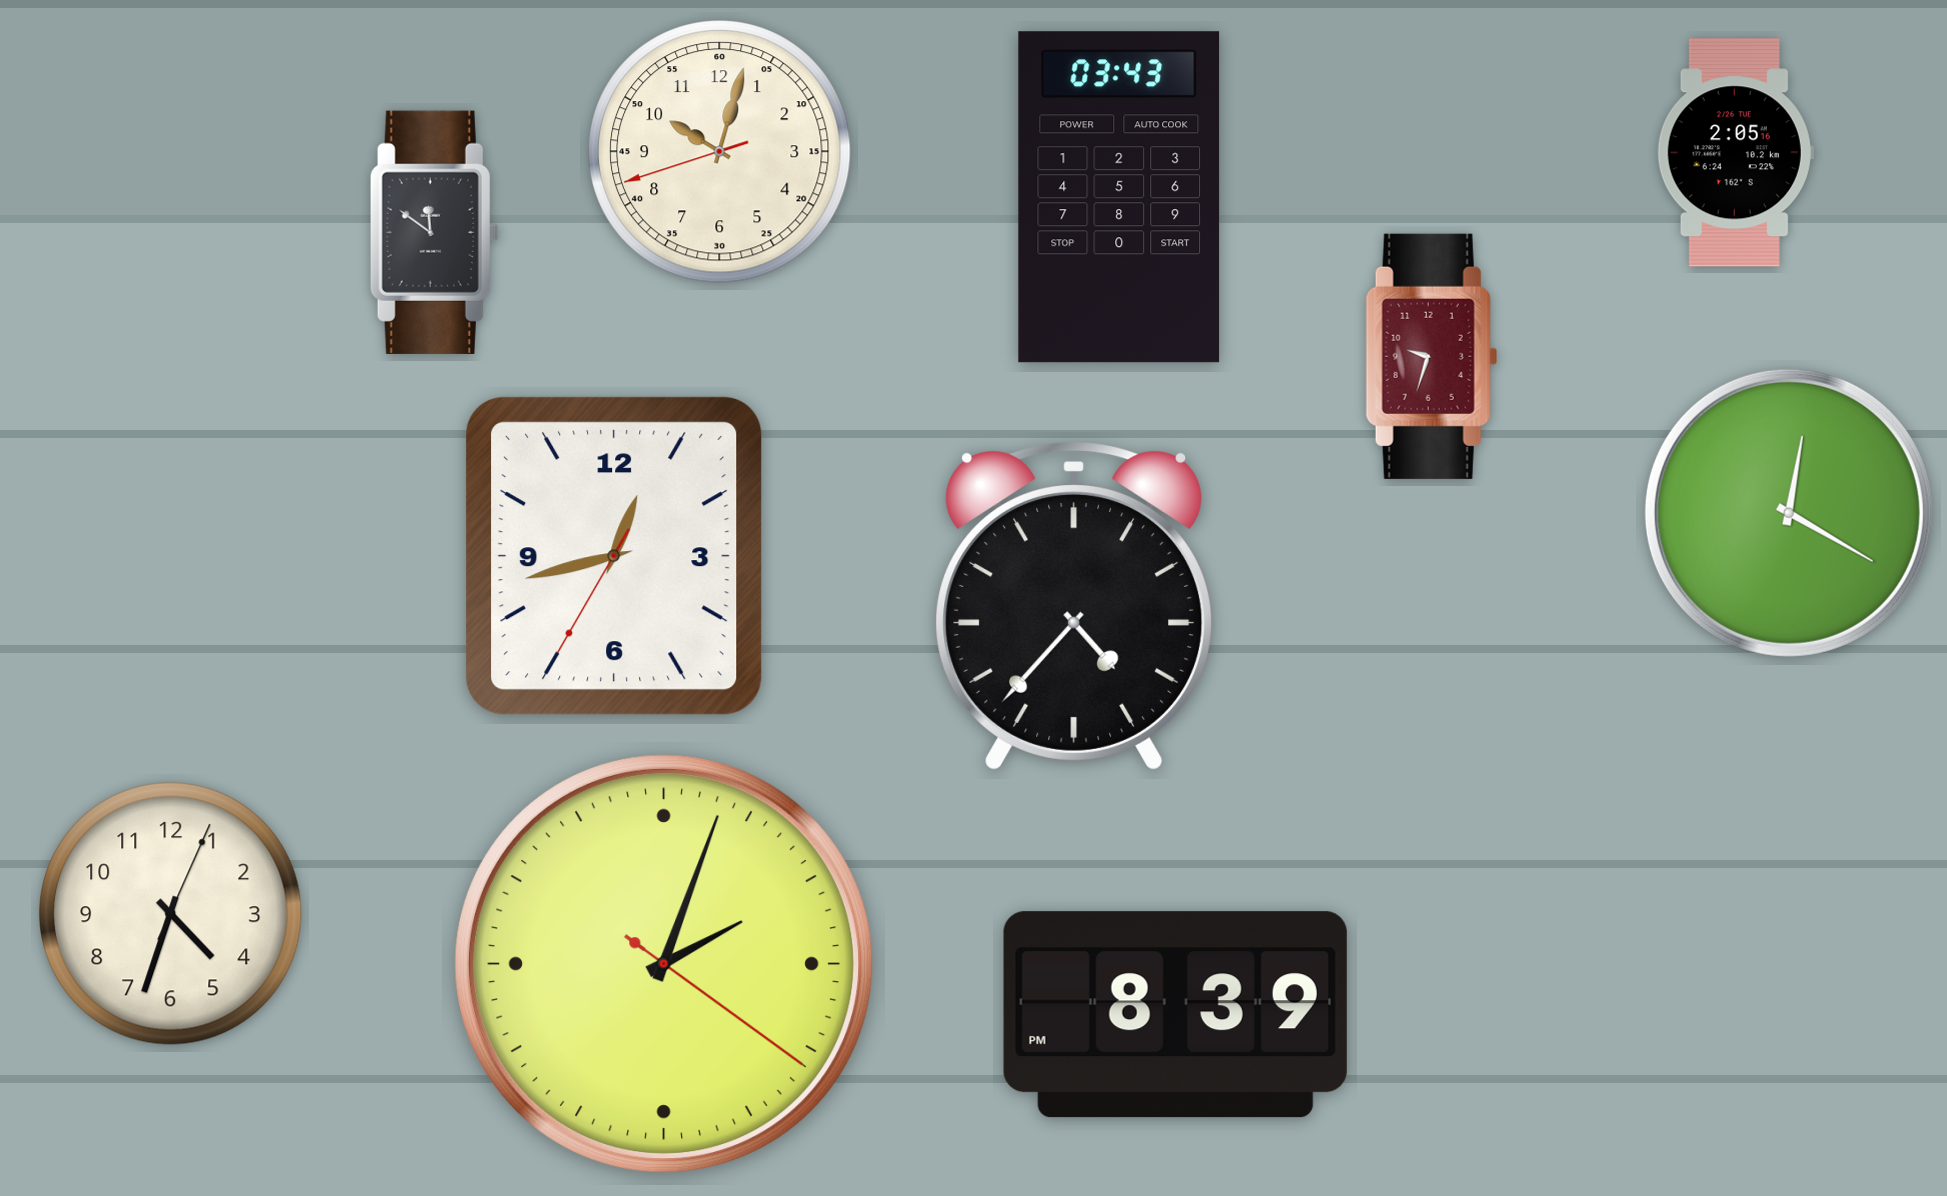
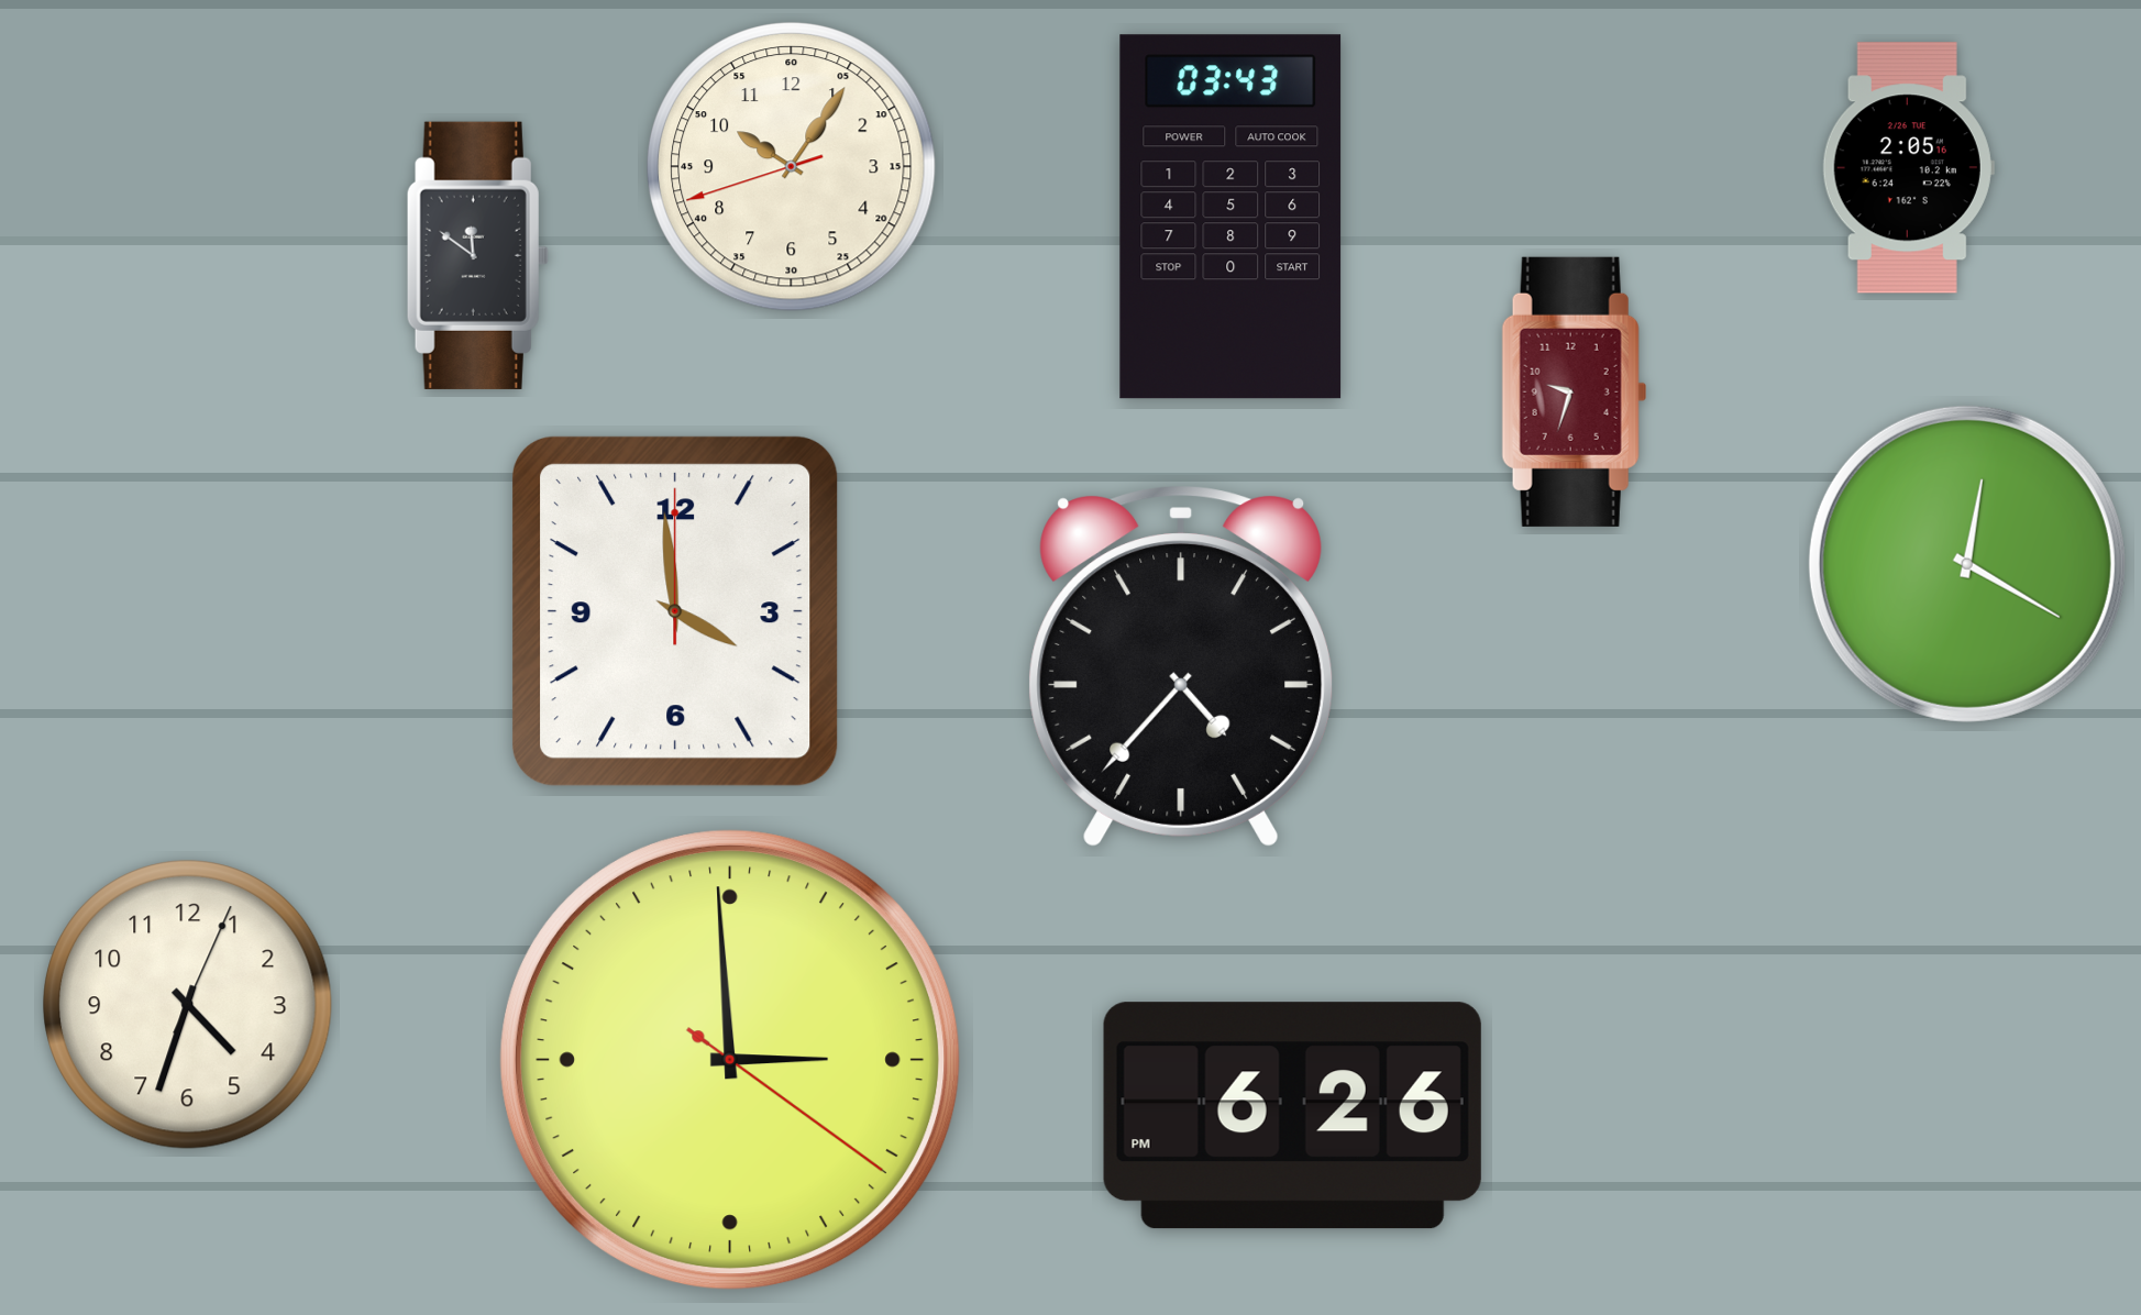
clock at (720, 152): 10:02 -> 10:05
clock at (614, 556): 12:42 -> 3:59
clock at (665, 965): 2:03 -> 2:59
clock at (1175, 1015): 8:39 -> 6:26
